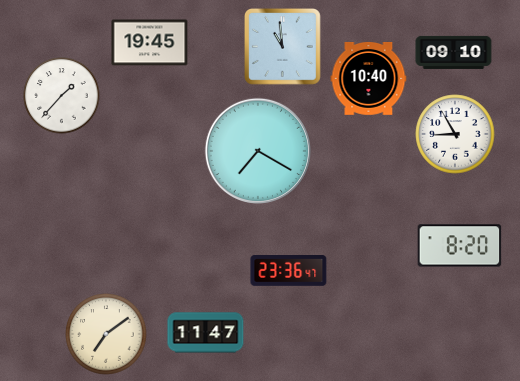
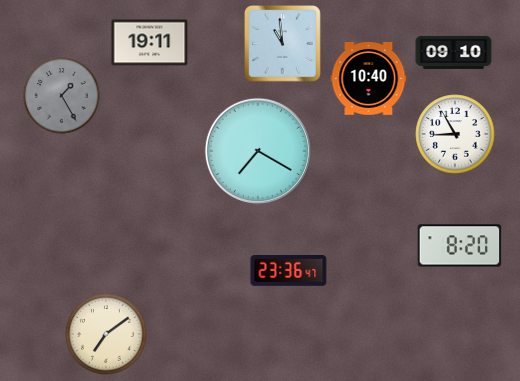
clock at (150, 43): 19:45 -> 19:11
clock at (283, 47) position: (283, 47) -> (283, 44)
clock at (62, 96): 1:37 -> 1:25
clock at (62, 96) dial: white -> grey
clock at (206, 333): 11:47 -> none
